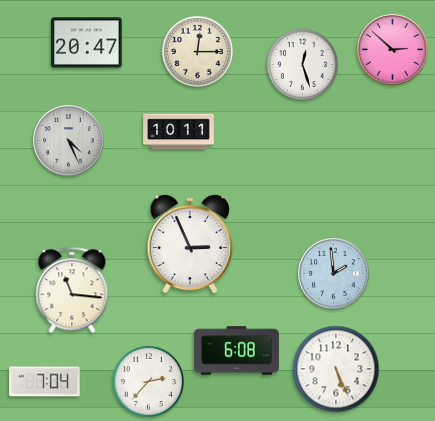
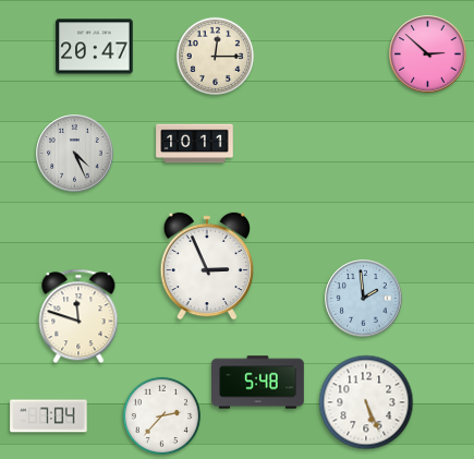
clock at (302, 64): 12:27 -> none
clock at (72, 290): 11:16 -> 11:48
clock at (237, 351): 6:08 -> 5:48
